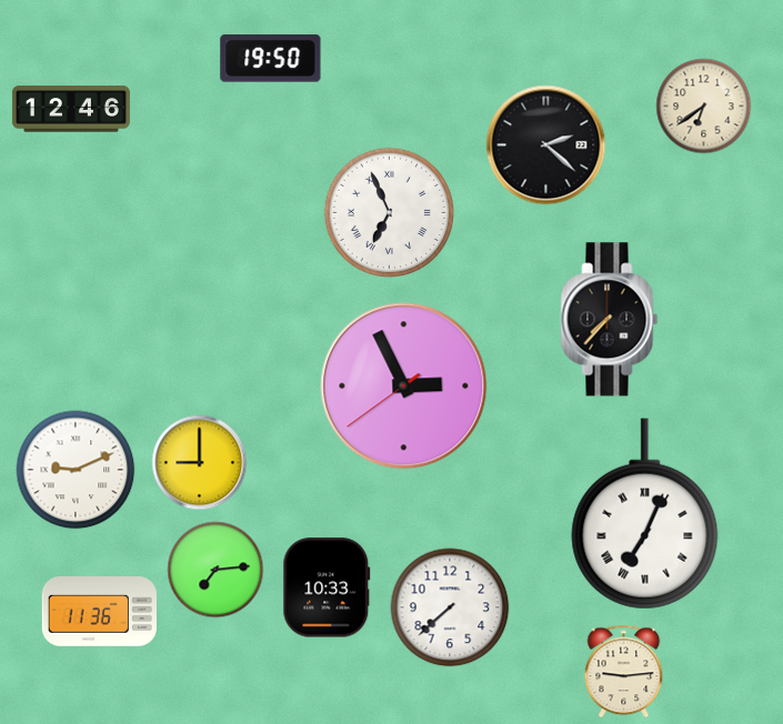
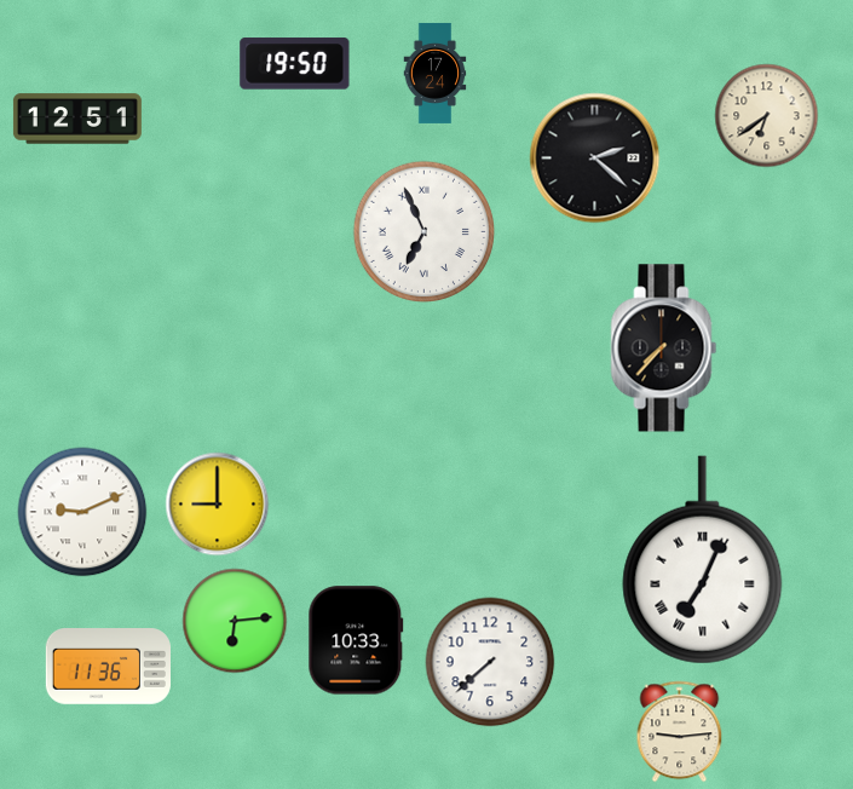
clock at (436, 73): none -> 17:24
clock at (71, 109): 12:46 -> 12:51
clock at (404, 386): 2:55 -> none
clock at (215, 570): 7:14 -> 6:14
